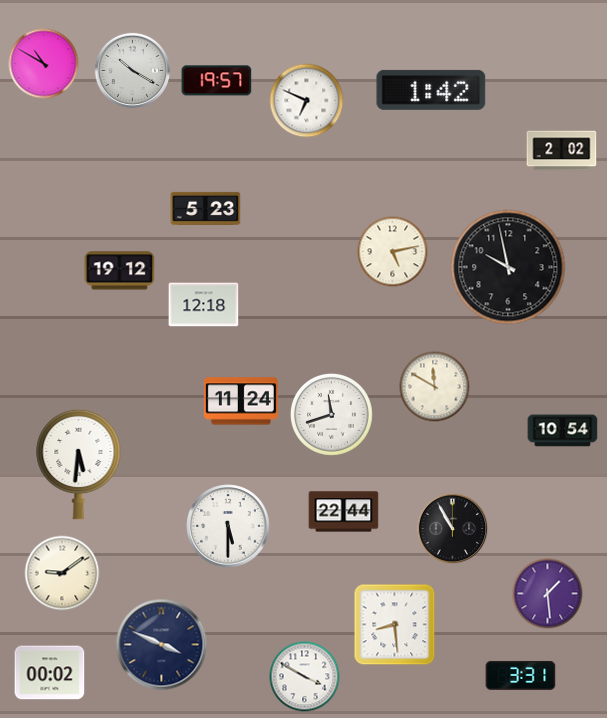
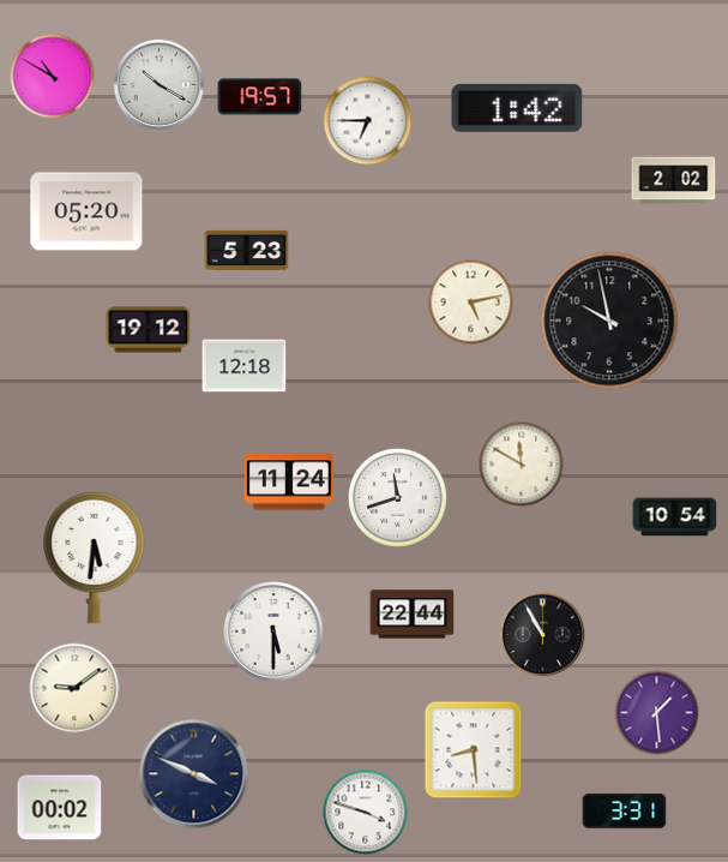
clock at (307, 101): 6:49 -> 6:45
clock at (86, 211): none -> 05:20
clock at (120, 271) position: (120, 271) -> (149, 330)
clock at (305, 677): 3:50 -> 3:48
